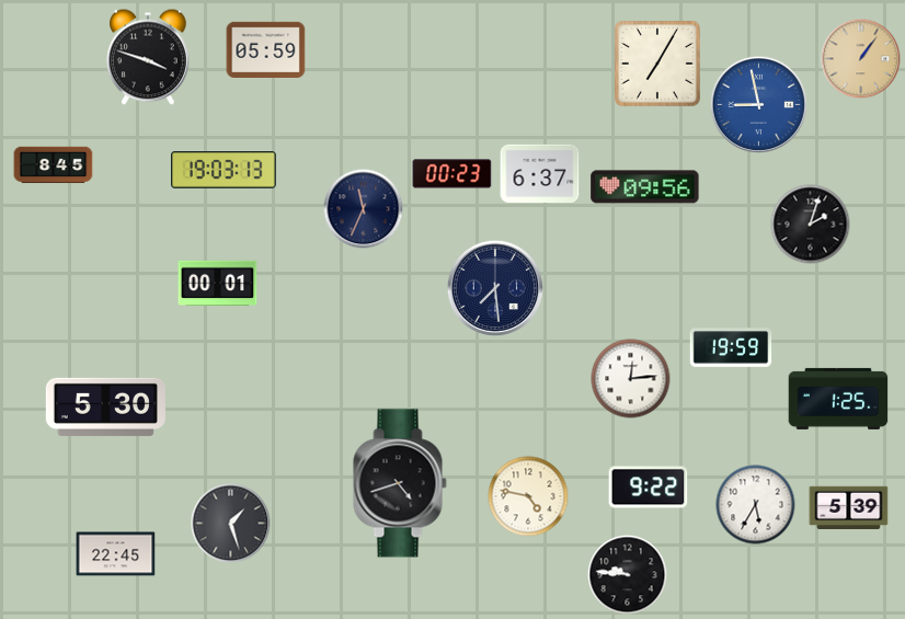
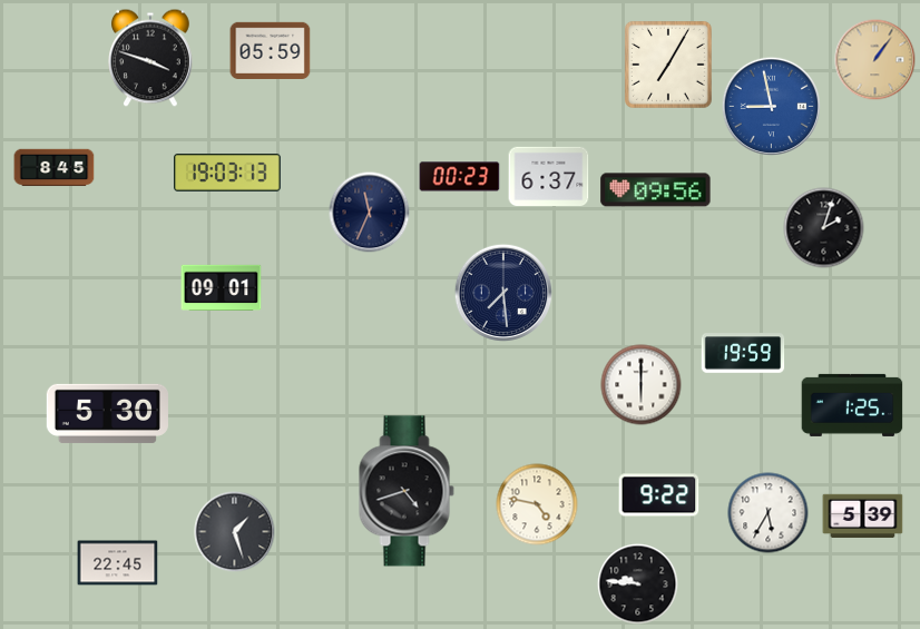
clock at (218, 283): 00:01 -> 09:01
clock at (631, 379): 12:14 -> 6:00
